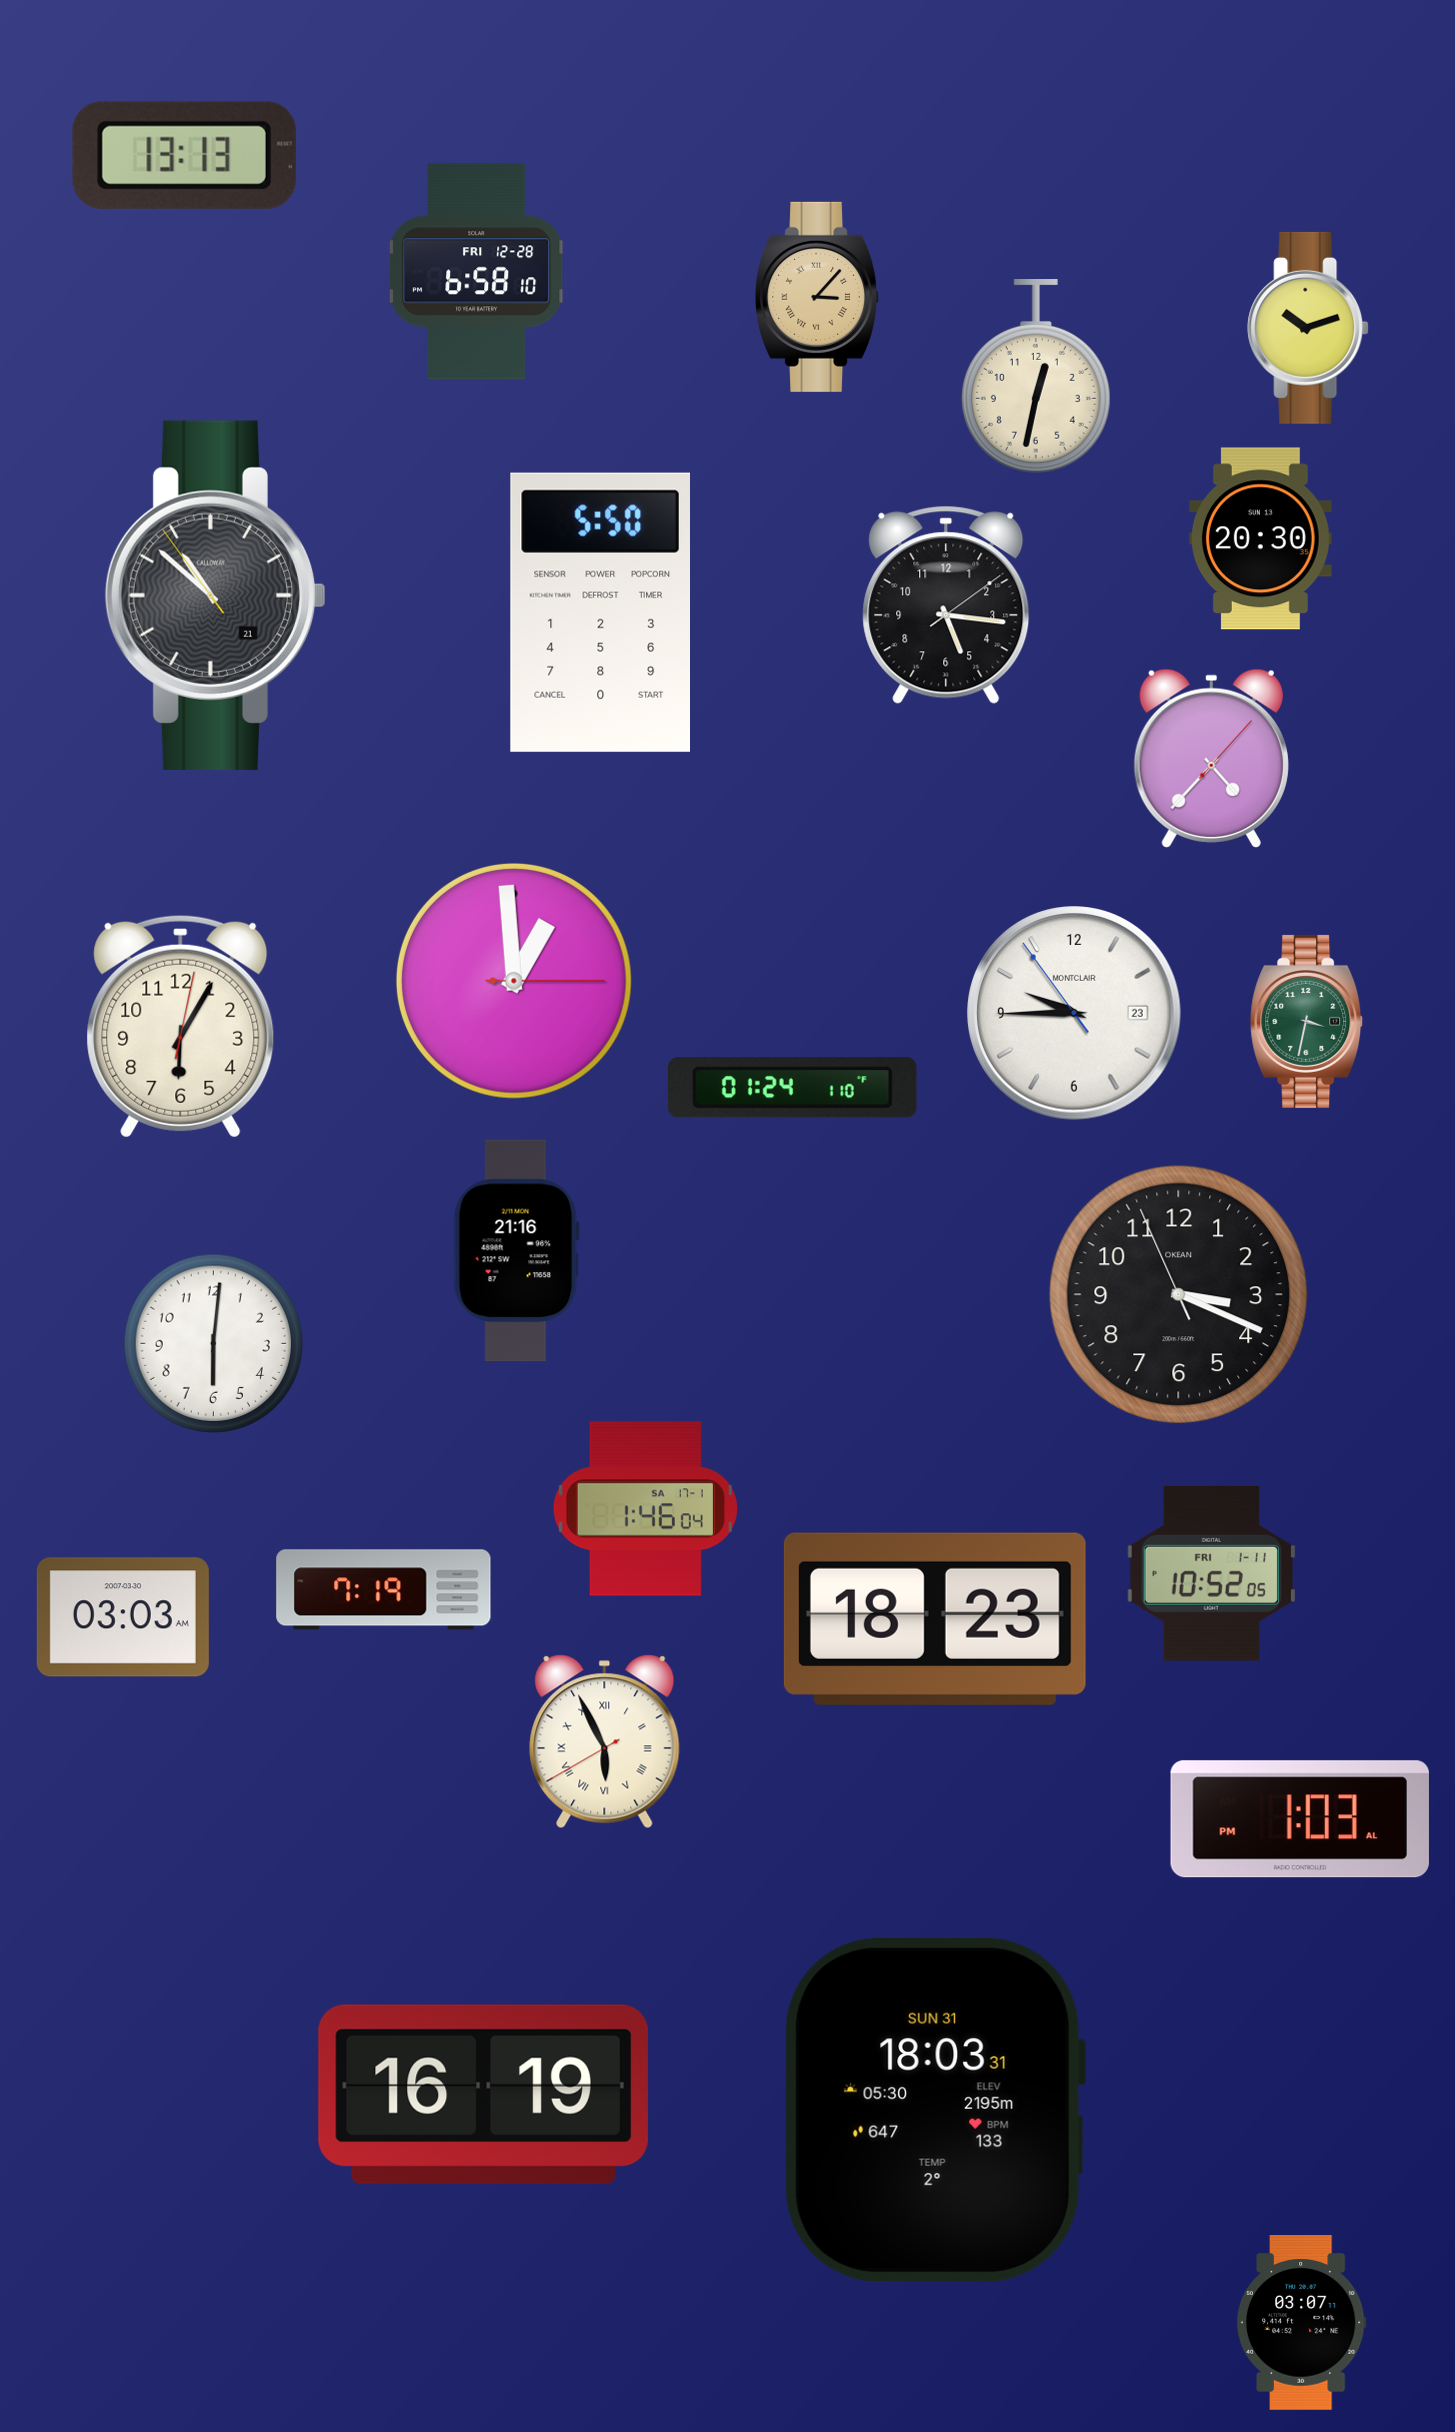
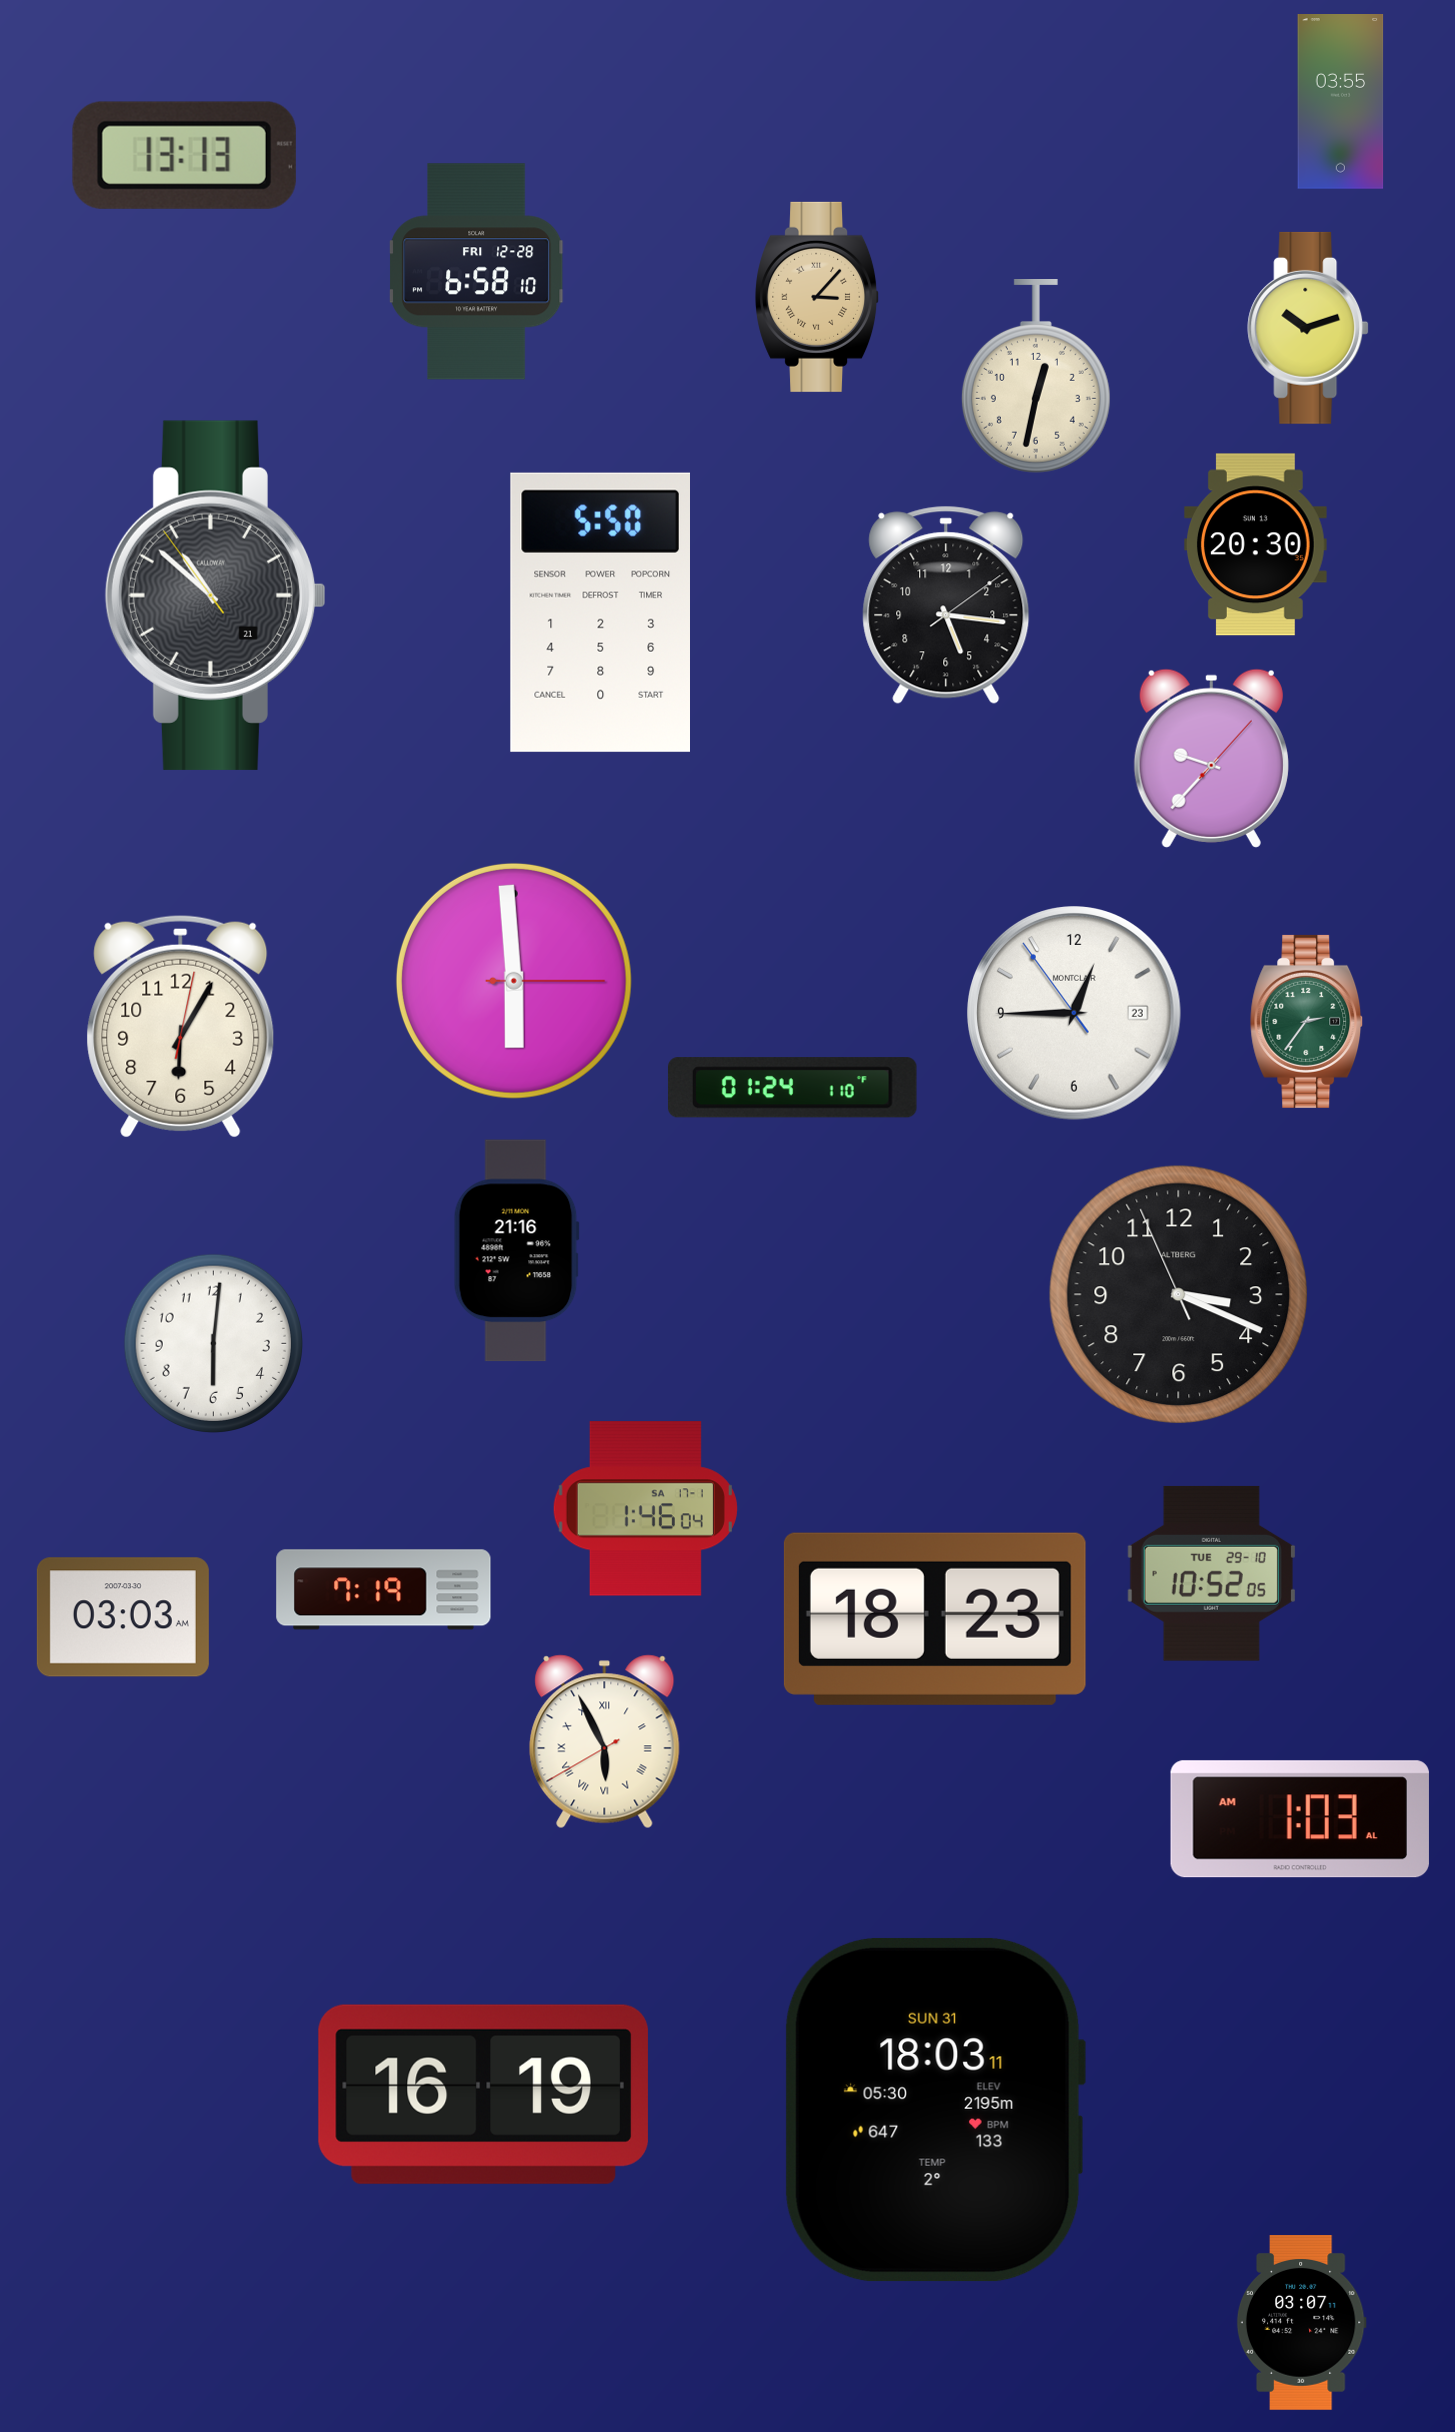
clock at (1341, 102): none -> 03:55
clock at (1260, 539) position: (1260, 539) -> (1255, 545)
clock at (1211, 758): 4:37 -> 9:37
clock at (514, 981): 12:59 -> 5:59
clock at (1075, 1014): 9:44 -> 12:44
clock at (1307, 1021): 3:32 -> 2:36
clock at (1179, 1295) brand: OKEAN -> ALTBERG
clock at (1211, 1573) date: FRI 1-11 -> TUE 29-10
clock at (1300, 1819): 1:03 PM -> 1:03 AM
clock at (934, 2110): 18:03:31 -> 18:03:11
